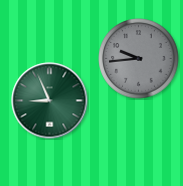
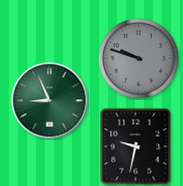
clock at (139, 59): 9:44 -> 9:48
clock at (136, 146): none -> 9:32
